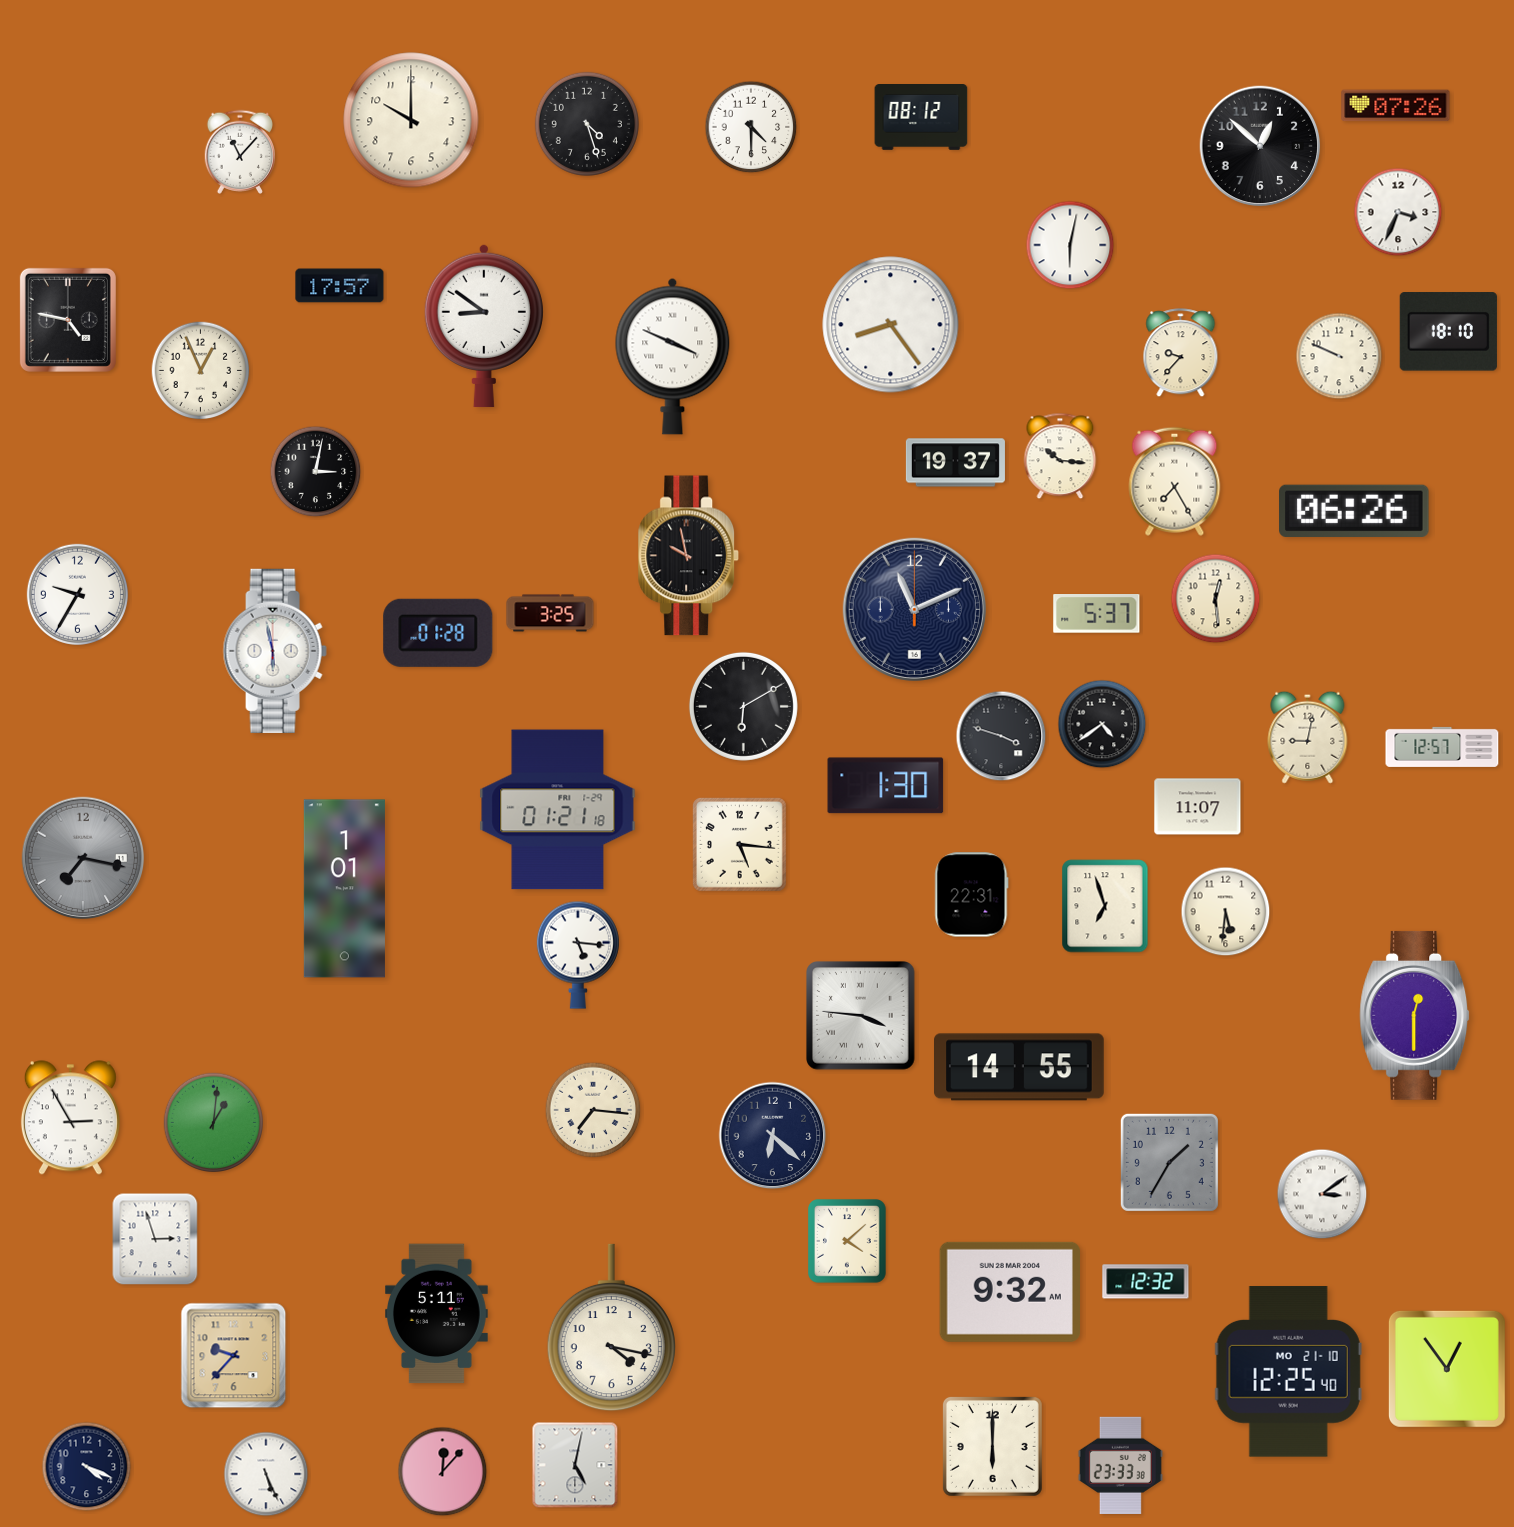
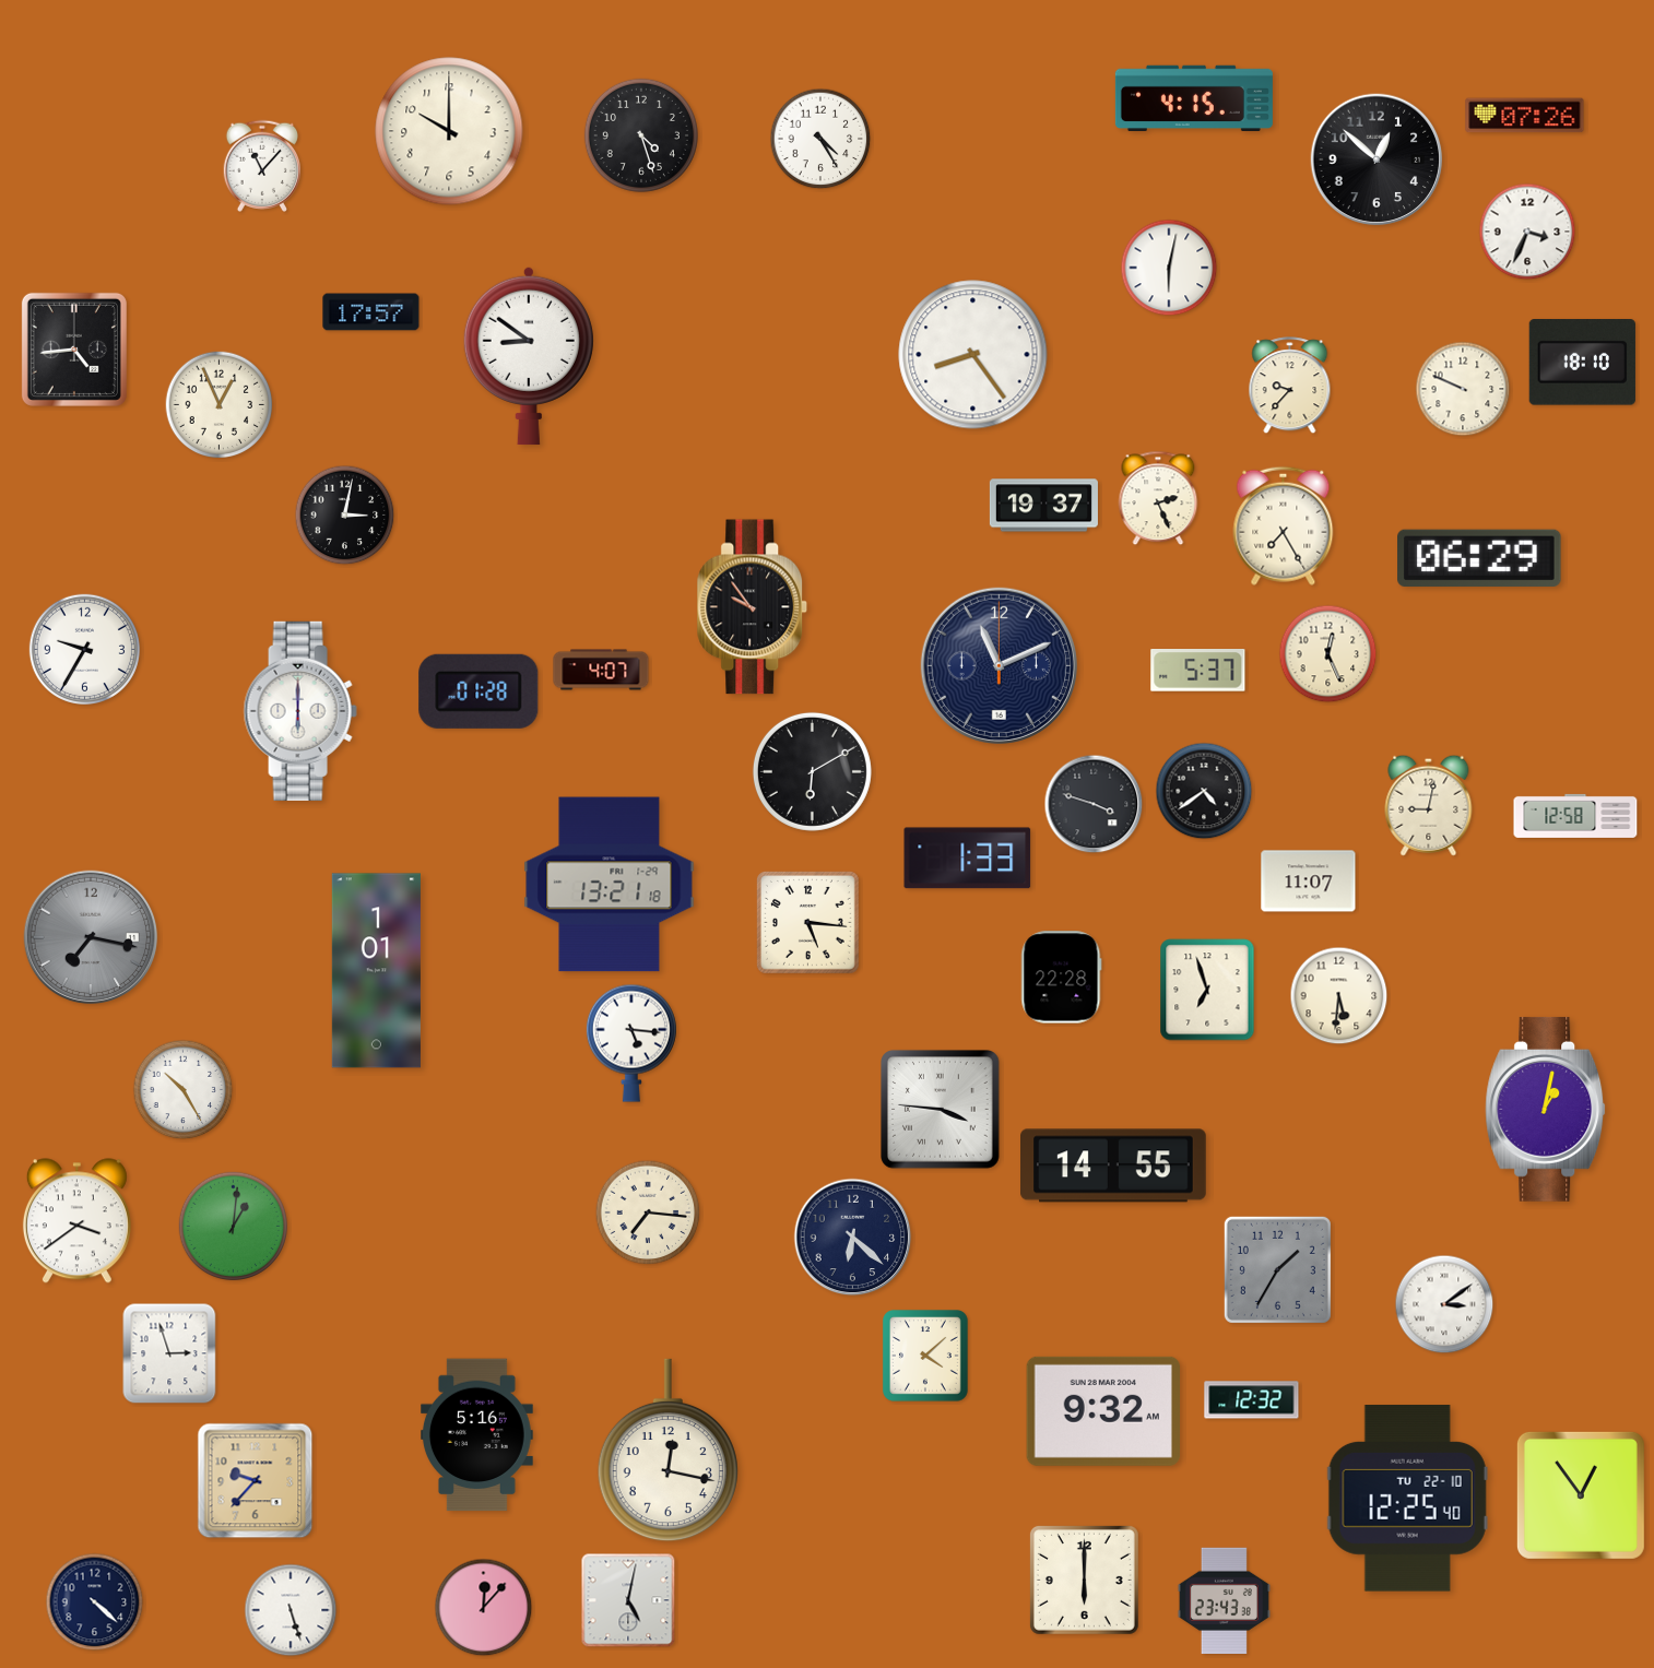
clock at (1194, 97): none -> 4:15
clock at (921, 118): 08:12 -> none
clock at (751, 127): 4:30 -> 4:25
clock at (68, 320): 4:47 -> 4:44
clock at (673, 356): 3:49 -> none
clock at (1060, 456): 10:16 -> 2:26
clock at (1354, 511): 06:26 -> 06:29
clock at (689, 556): 9:58 -> 9:54
clock at (1216, 599): 12:29 -> 12:26
clock at (550, 613): 3:25 -> 4:07
clock at (275, 651): 5:58 -> 6:00
clock at (1442, 747): 12:57 -> 12:58
clock at (886, 786): 1:30 -> 1:33
clock at (558, 810): 01:21 -> 13:21
clock at (972, 895): 22:31 -> 22:28
clock at (184, 1090): none -> 10:25
clock at (1415, 1015): 12:30 -> 1:02
clock at (70, 1118): 2:55 -> 3:39
clock at (773, 1136) position: (773, 1136) -> (853, 1238)
clock at (437, 1314): 5:11 -> 5:16
clock at (611, 1328): 4:17 -> 12:17
clock at (1288, 1372) date: MO 21-10 -> TU 22-10
clock at (1120, 1465): 23:33 -> 23:43
clock at (87, 1467): 4:19 -> 4:22
clock at (266, 1474): 5:26 -> 5:27
